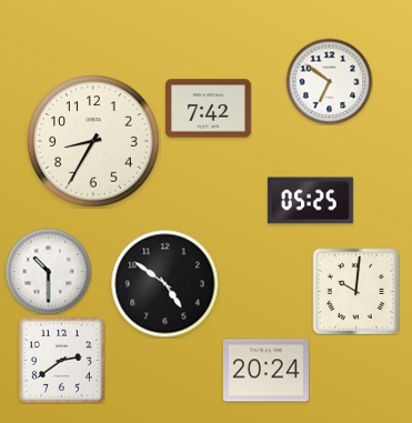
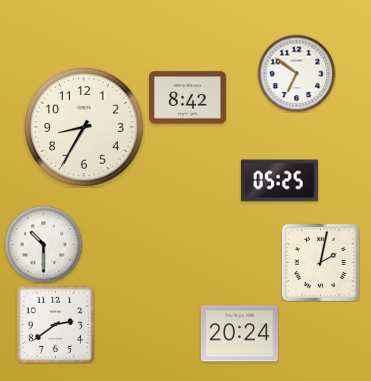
clock at (208, 109): 7:42 -> 8:42
clock at (164, 283): 4:51 -> none
clock at (355, 291): 10:01 -> 2:02
